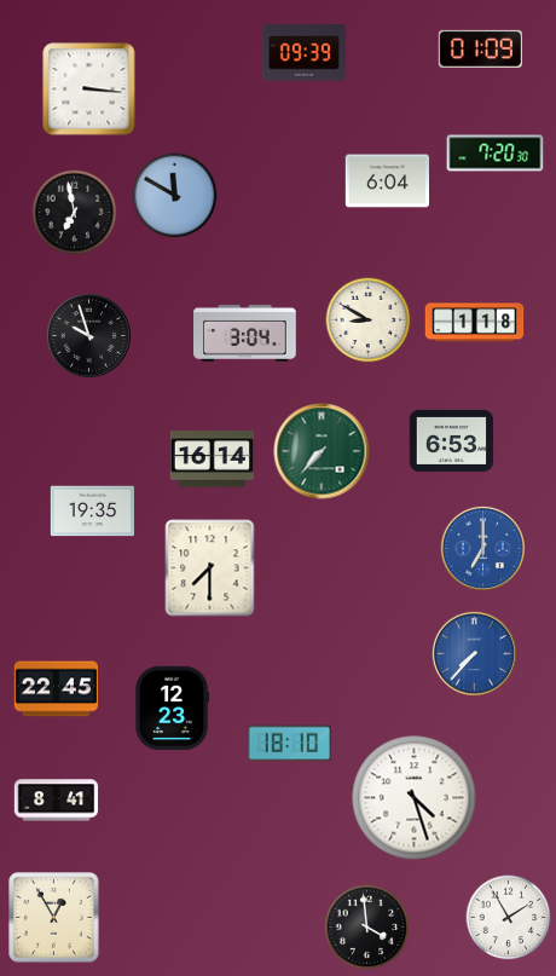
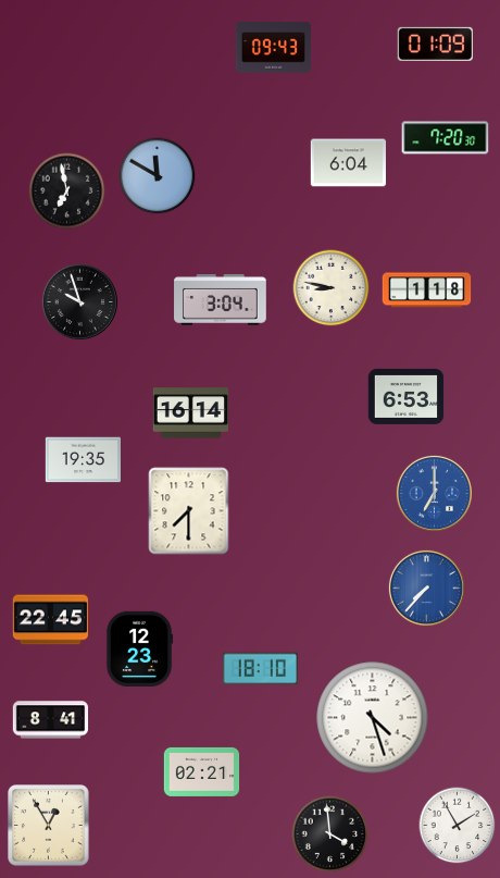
clock at (480, 48) position: (480, 48) -> (435, 44)
clock at (305, 53): 09:39 -> 09:43
clock at (89, 89): 3:16 -> none
clock at (369, 320): 8:50 -> 8:47
clock at (322, 451): 7:37 -> none
clock at (172, 709) position: (172, 709) -> (139, 650)
clock at (202, 771): none -> 02:21
